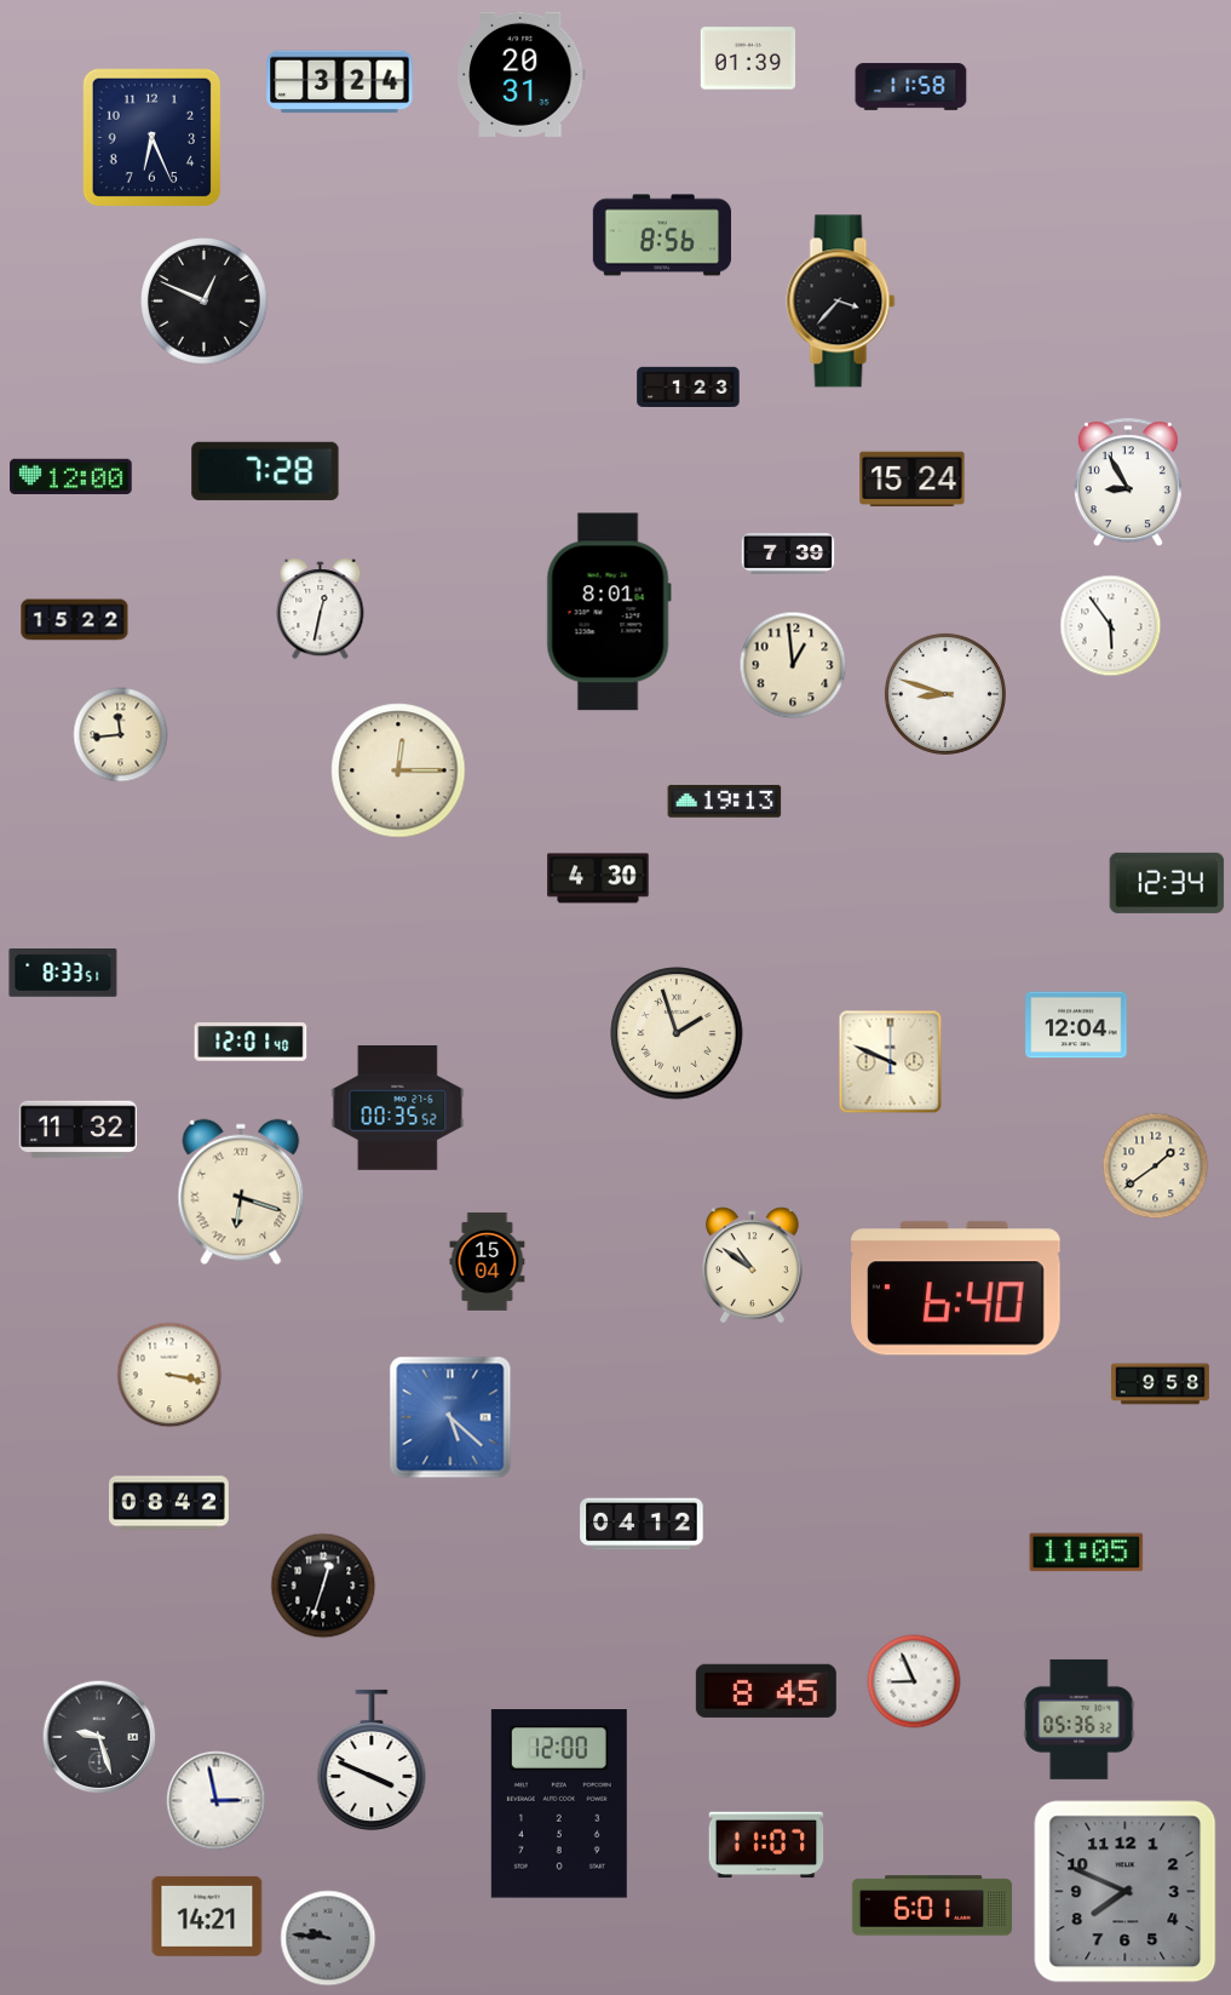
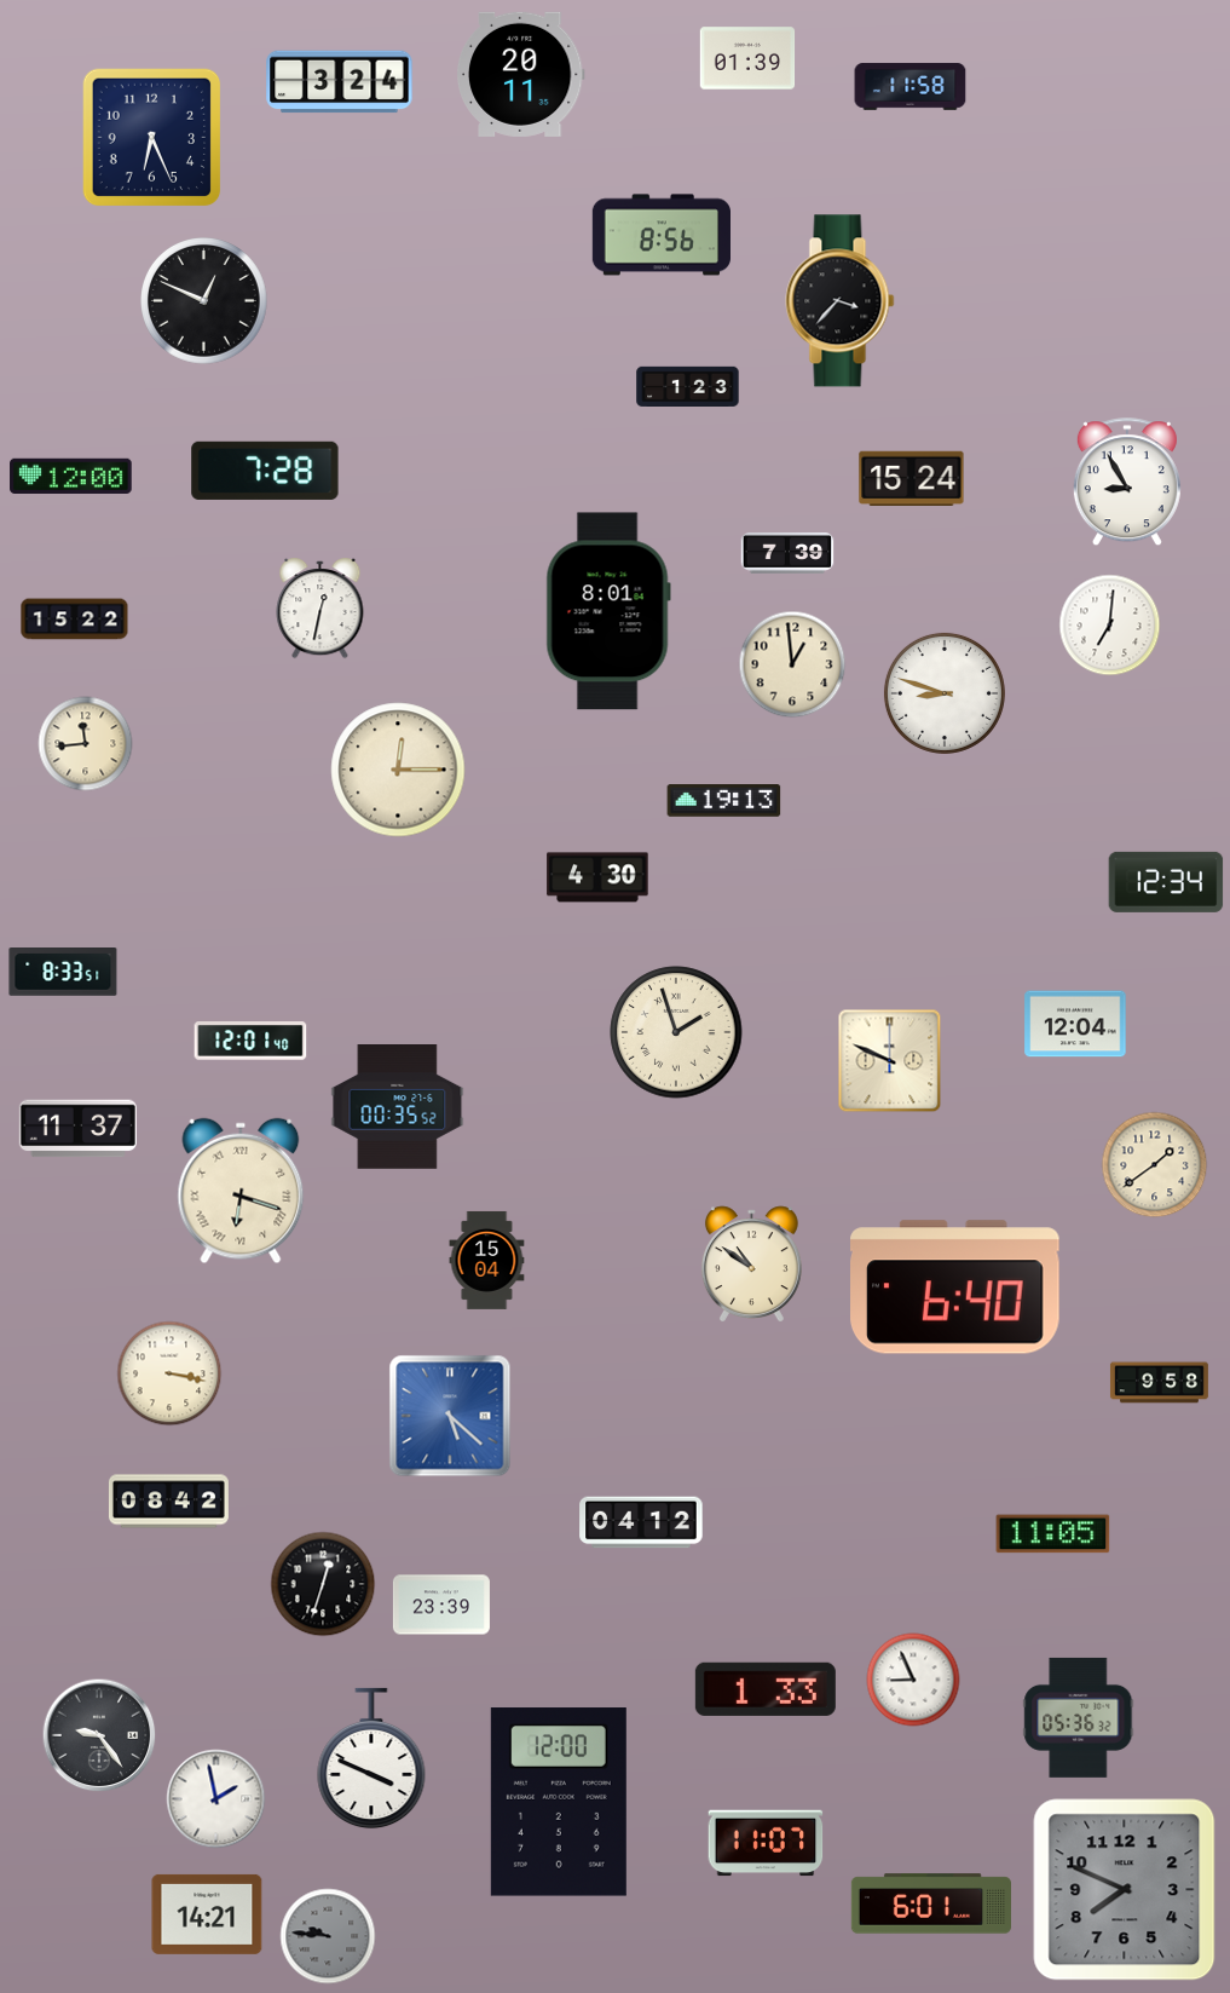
clock at (520, 74): 20:31 -> 20:11
clock at (1111, 626): 5:54 -> 7:01
clock at (121, 735) position: (121, 735) -> (86, 744)
clock at (77, 1130): 11:32 -> 11:37
clock at (1087, 1553) position: (1087, 1553) -> (1053, 1534)
clock at (441, 1605): none -> 23:39
clock at (766, 1691): 8:45 -> 1:33
clock at (99, 1737): 9:27 -> 9:24
clock at (217, 1801): 2:58 -> 1:58
